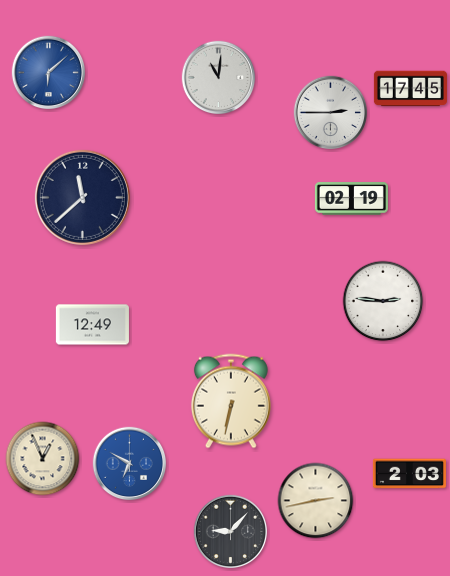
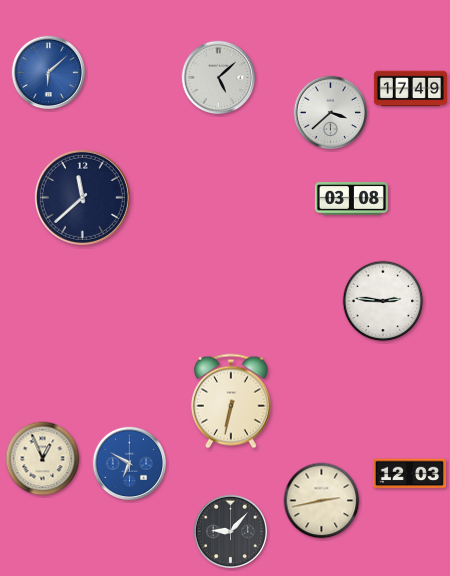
clock at (219, 78): 11:01 -> 5:08
clock at (410, 89): 17:45 -> 17:49
clock at (331, 113): 2:45 -> 3:38
clock at (351, 199): 02:19 -> 03:08
clock at (92, 325): 12:49 -> none
clock at (409, 474): 2:03 -> 12:03
clock at (316, 501) position: (316, 501) -> (322, 501)
